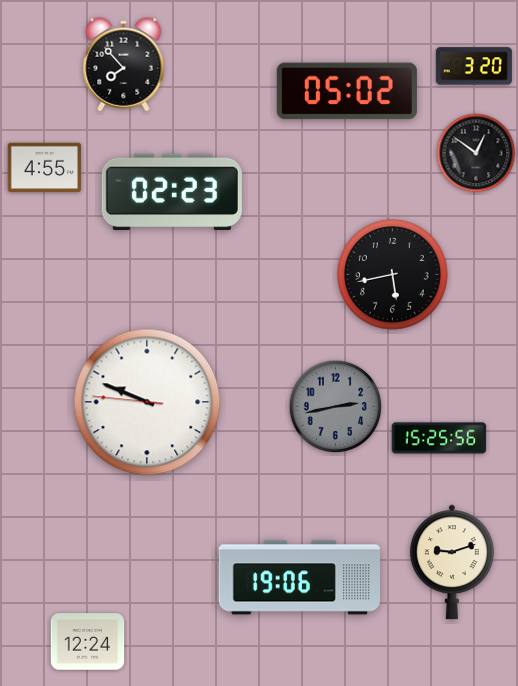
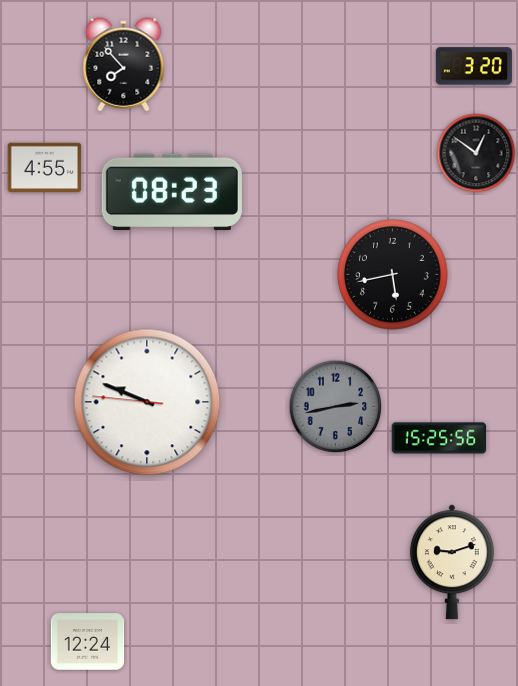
clock at (347, 91): 05:02 -> none
clock at (172, 192): 02:23 -> 08:23
clock at (299, 578): 19:06 -> none
